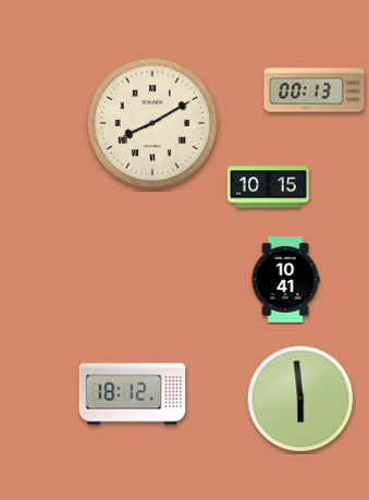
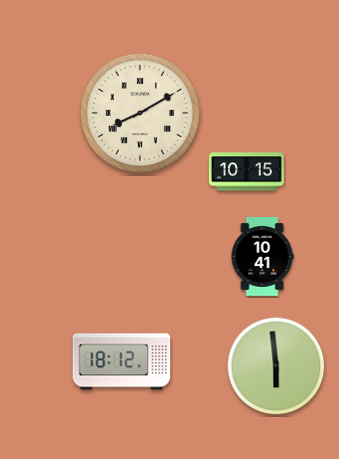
clock at (315, 90): 00:13 -> none
